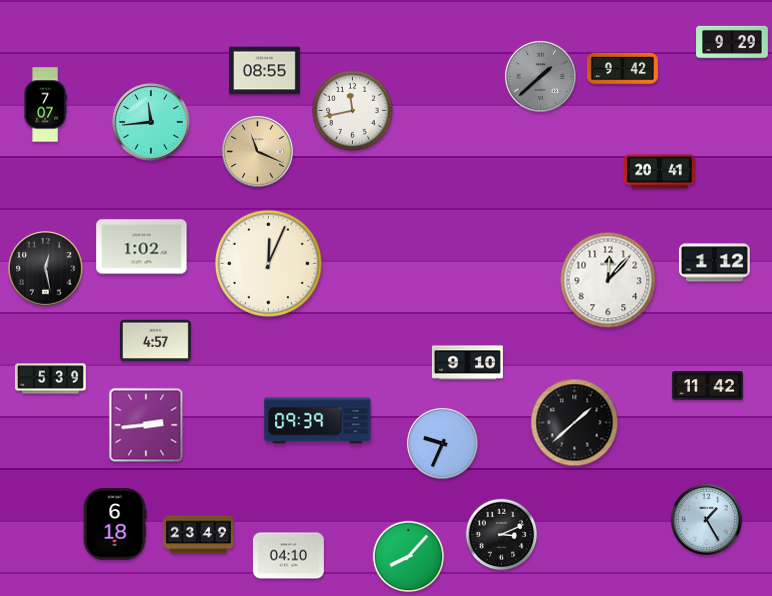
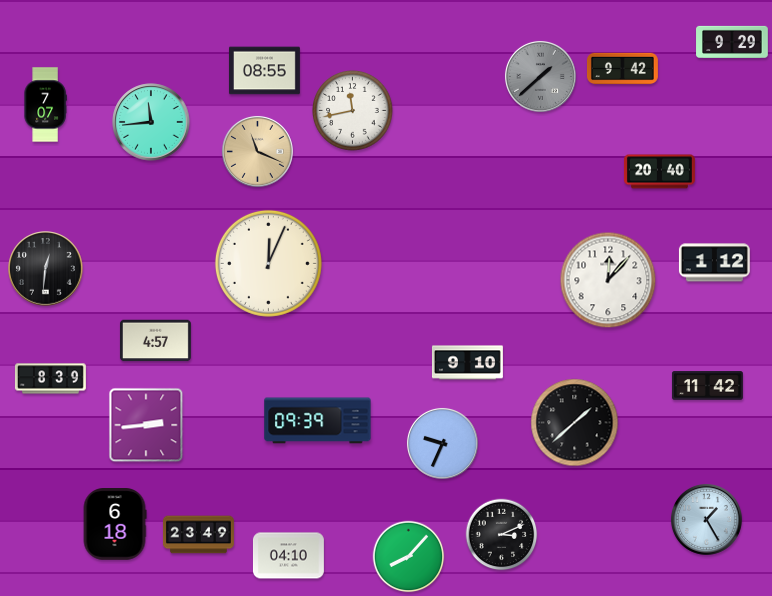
clock at (659, 172): 20:41 -> 20:40
clock at (142, 247): 1:02 -> none
clock at (46, 269): 12:28 -> 12:31
clock at (50, 379): 5:39 -> 8:39
